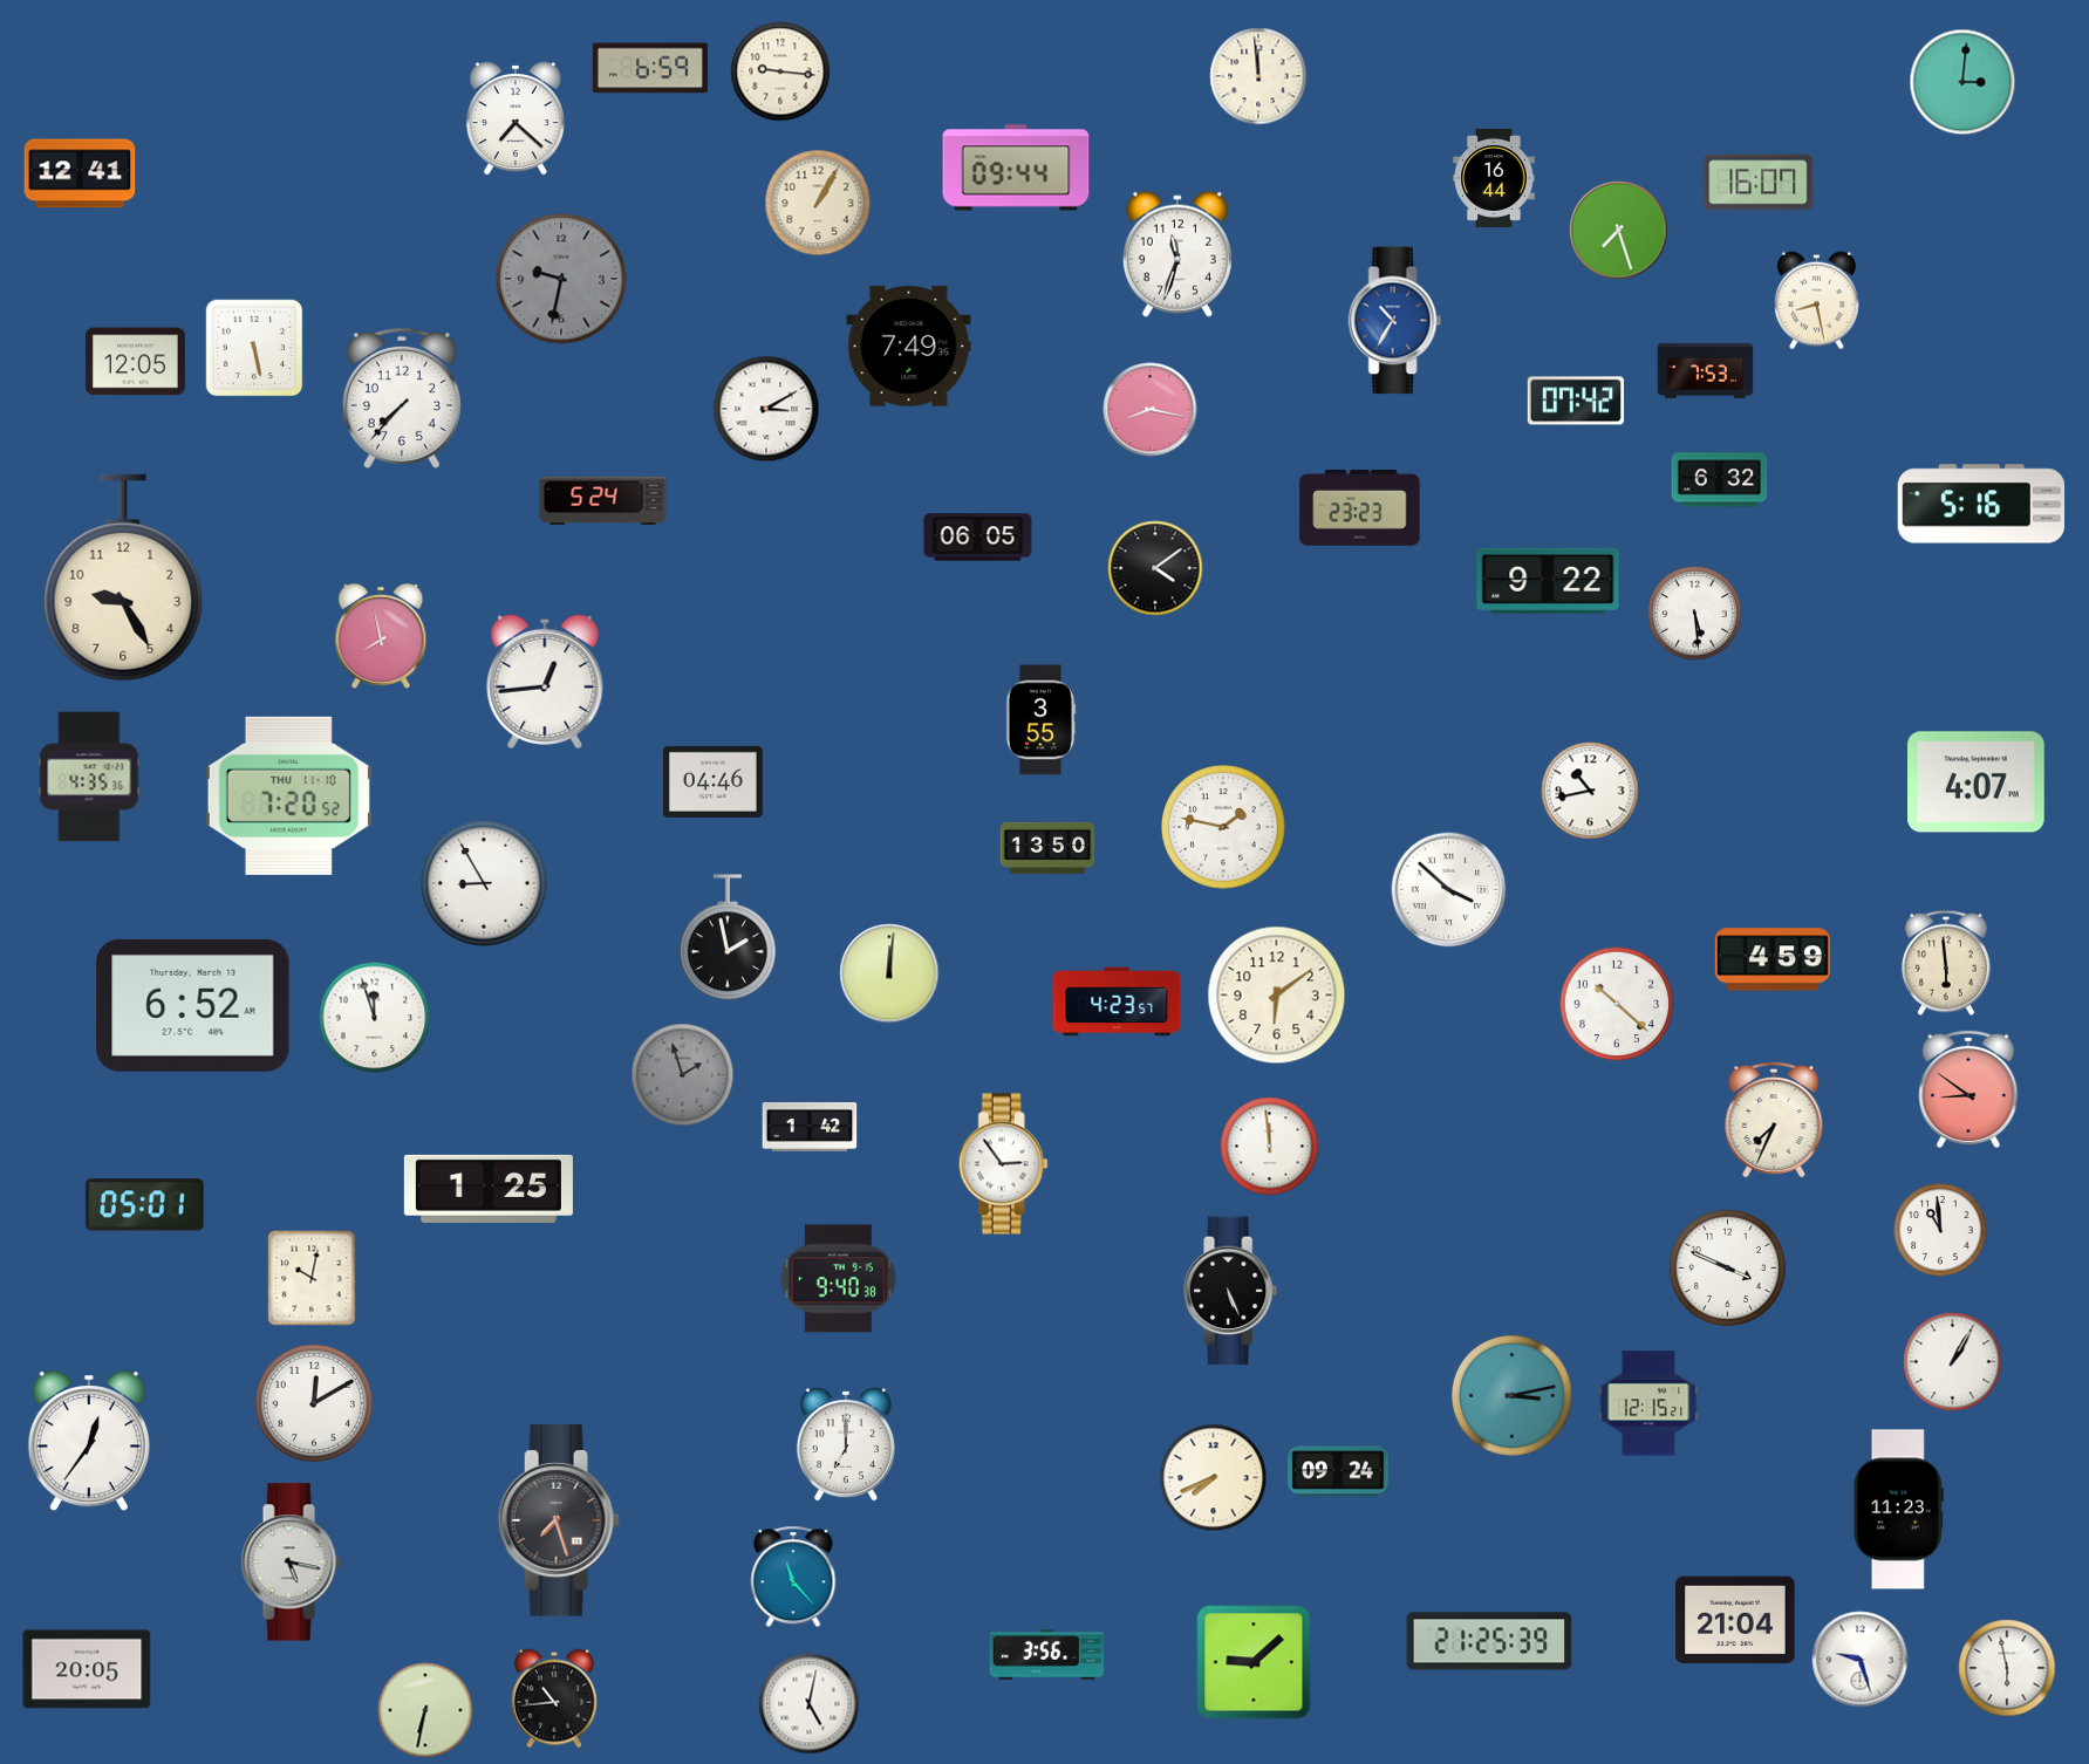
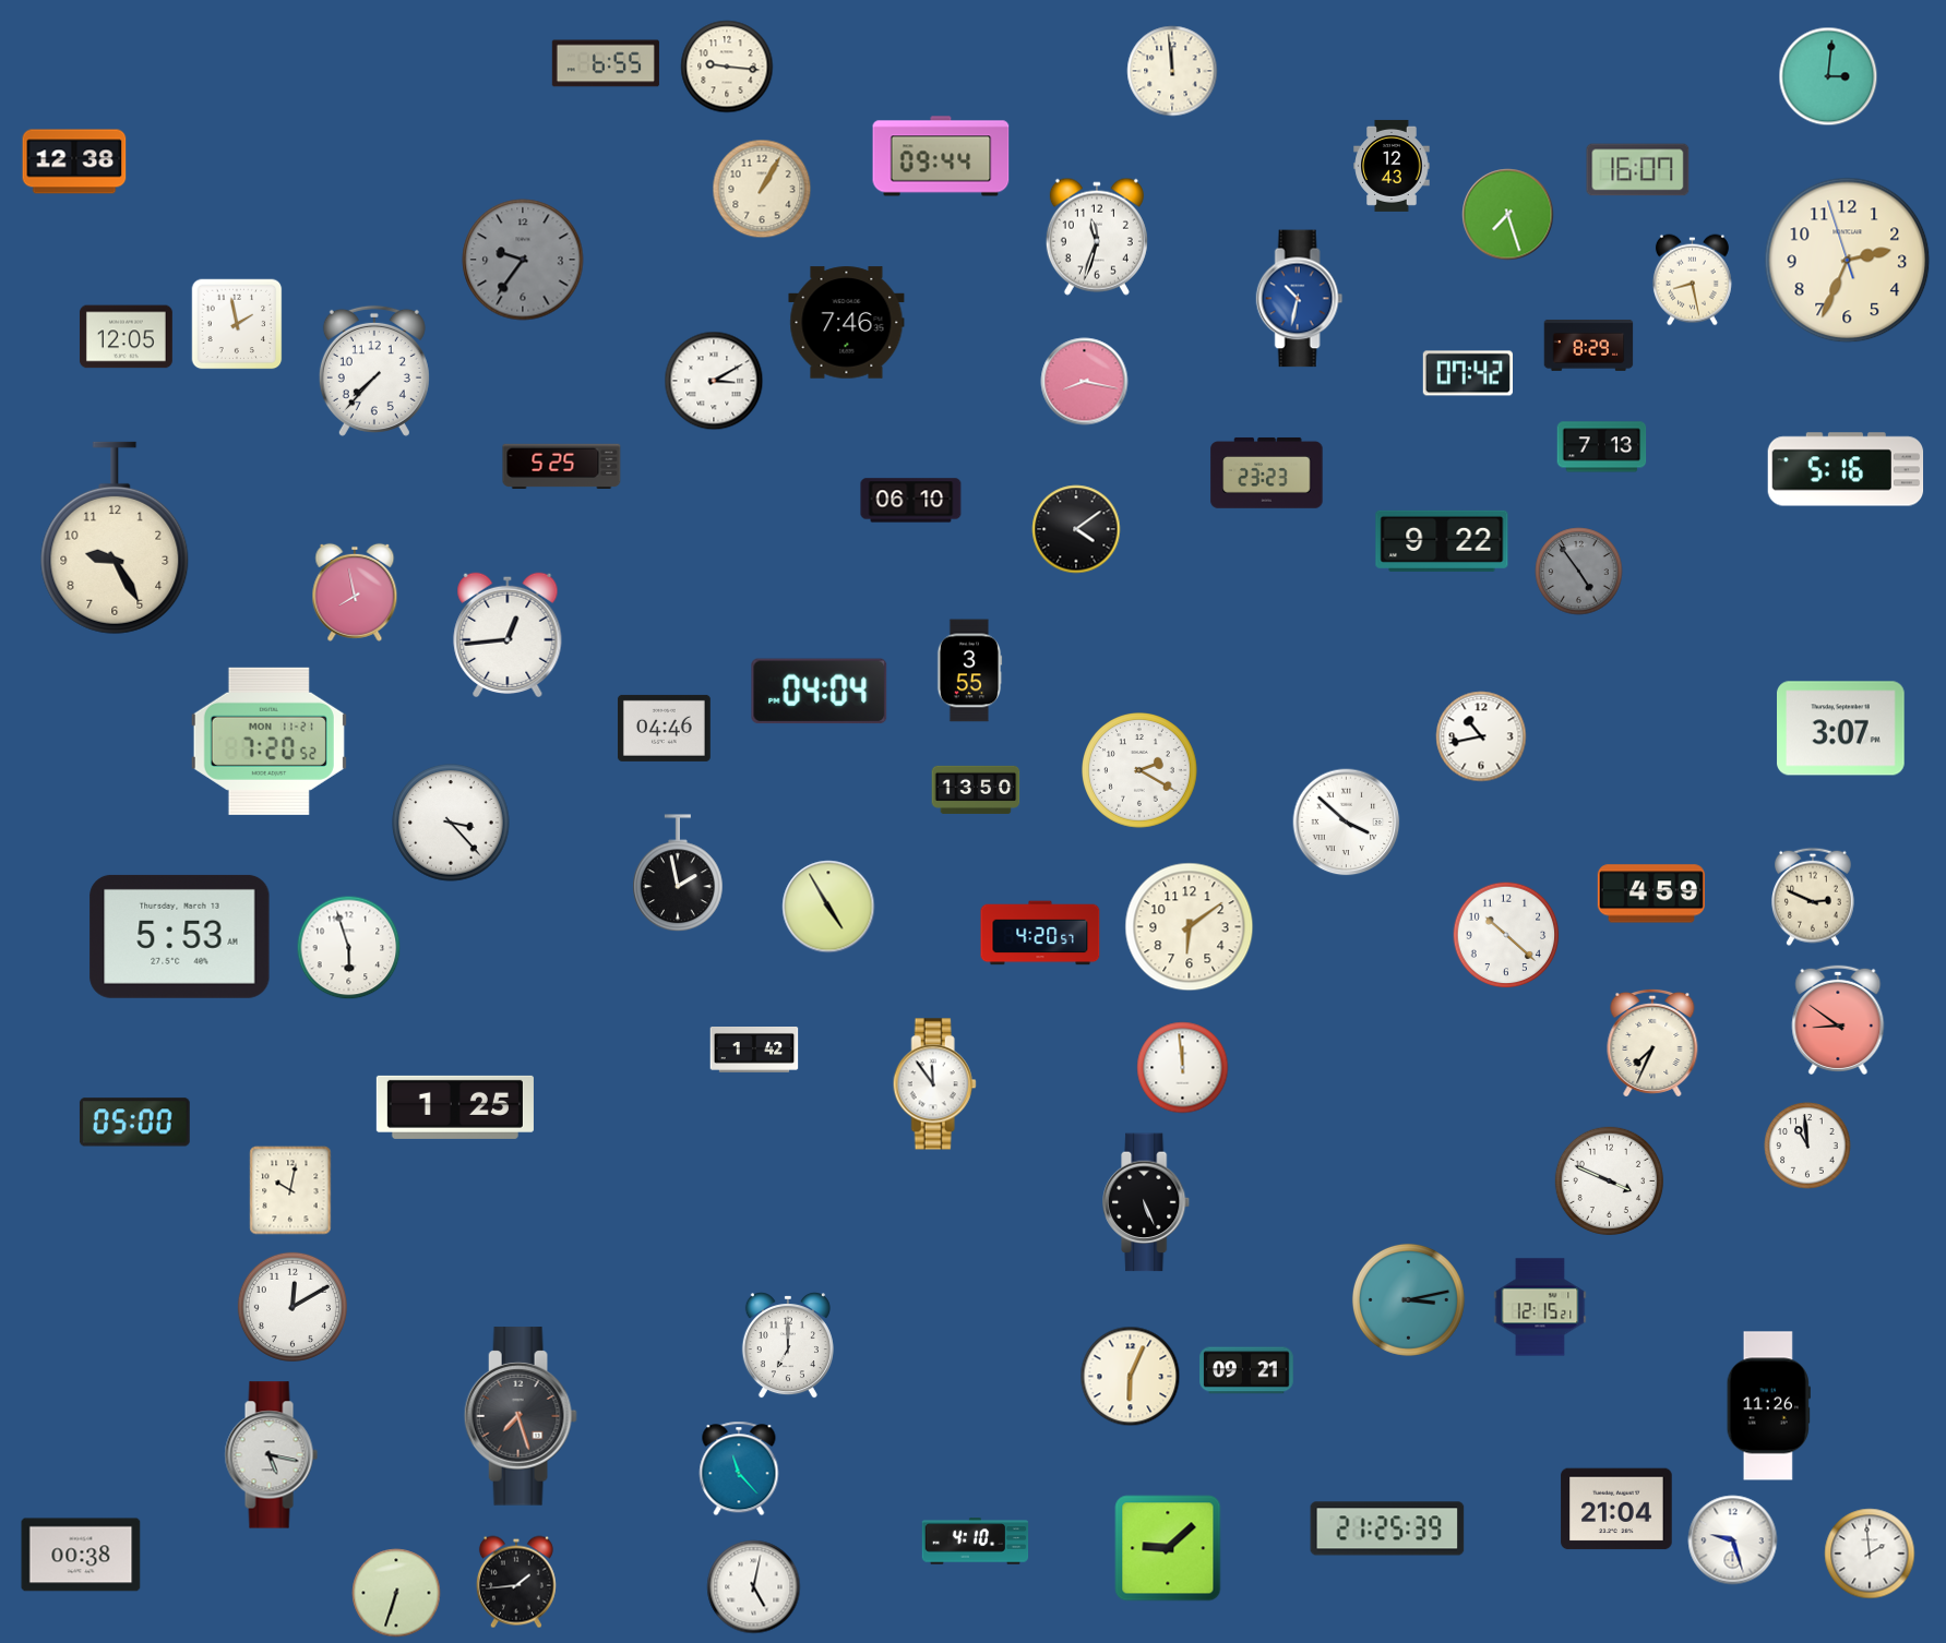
clock at (650, 68): 6:59 -> 6:55
clock at (516, 119): 7:22 -> none
clock at (1016, 167) position: (1016, 167) -> (941, 156)
clock at (80, 173): 12:41 -> 12:38
clock at (1494, 178): 16:44 -> 12:43
clock at (561, 279): 9:32 -> 9:36
clock at (1848, 261): none -> 2:33
clock at (1395, 321): 10:35 -> 10:32
clock at (909, 347): 7:49 -> 7:46
clock at (254, 348): 5:28 -> 1:58
clock at (1706, 370): 7:53 -> 8:29
clock at (1151, 410) position: (1151, 410) -> (1085, 382)
clock at (1720, 480): 6:32 -> 7:13
clock at (603, 501): 5:24 -> 5:25
clock at (978, 538): 06:05 -> 06:10
clock at (1695, 614): 5:29 -> 4:54
clock at (1695, 614) dial: white -> grey
clock at (820, 692): none -> 04:04
clock at (89, 777): 4:35 -> none
clock at (1977, 782): 4:07 -> 3:07
clock at (288, 795) date: THU 11-10 -> MON 11-21
clock at (1224, 828): 1:47 -> 2:20
clock at (484, 883): 8:55 -> 3:23
clock at (1449, 890) position: (1449, 890) -> (1347, 823)
clock at (1947, 963): 5:59 -> 2:49
clock at (889, 973): 12:01 -> 4:55
clock at (1117, 1001): 4:23 -> 4:20
clock at (193, 1005): 6:52 -> 5:53
clock at (375, 1018): 11:57 -> 5:57
clock at (683, 1075): 1:57 -> none
clock at (1968, 1088) position: (1968, 1088) -> (1838, 1019)
clock at (1003, 1164): 2:54 -> 11:54
clock at (144, 1205): 05:01 -> 05:00
clock at (839, 1279): 9:40 -> none
clock at (1953, 1362): 1:05 -> none
clock at (1648, 1403) position: (1648, 1403) -> (1540, 1307)
clock at (89, 1442): 12:36 -> none
clock at (1338, 1471): 09:24 -> 09:21
clock at (1214, 1478): 7:41 -> 6:04
clock at (1898, 1510): 11:23 -> 11:26
clock at (1047, 1655): 3:56 -> 4:10
clock at (1861, 1660) position: (1861, 1660) -> (1733, 1540)
clock at (2007, 1668): 5:58 -> 1:59
clock at (87, 1669): 20:05 -> 00:38
clock at (554, 1698): 10:44 -> 1:44
clock at (425, 1710): 6:32 -> 6:33
